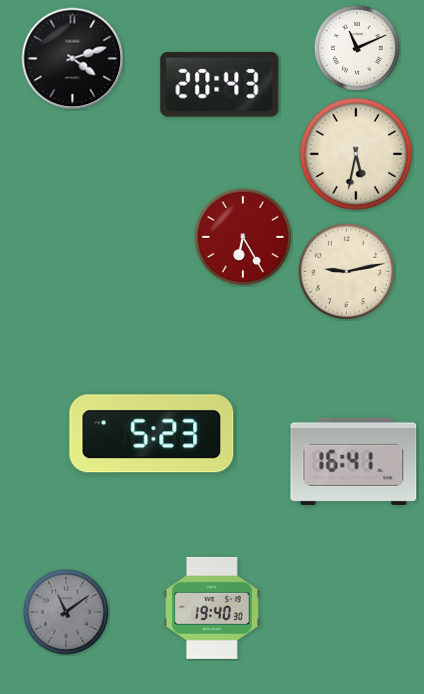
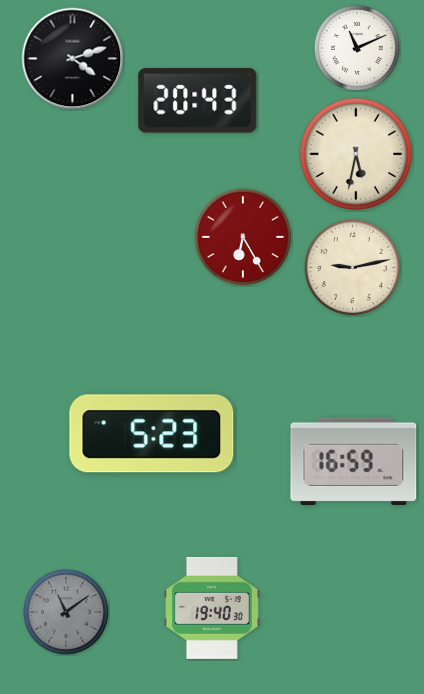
clock at (220, 85) position: (220, 85) -> (198, 101)
clock at (346, 271) position: (346, 271) -> (352, 267)
clock at (354, 461): 16:41 -> 16:59
